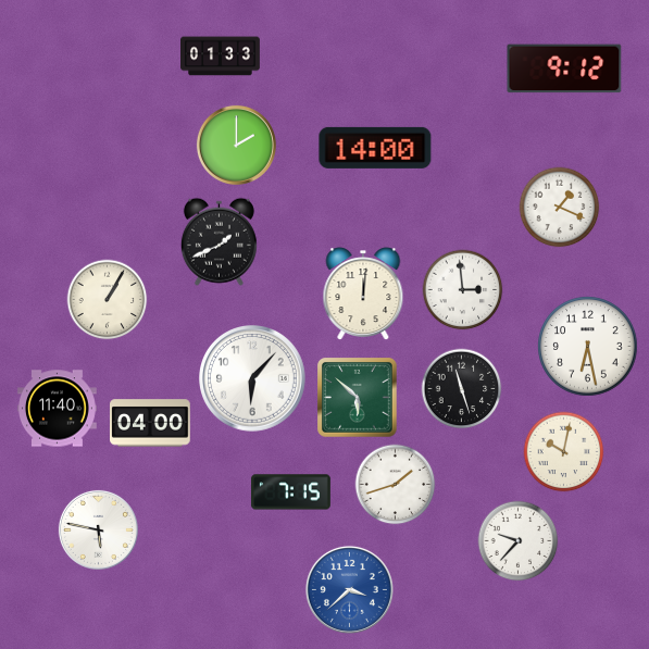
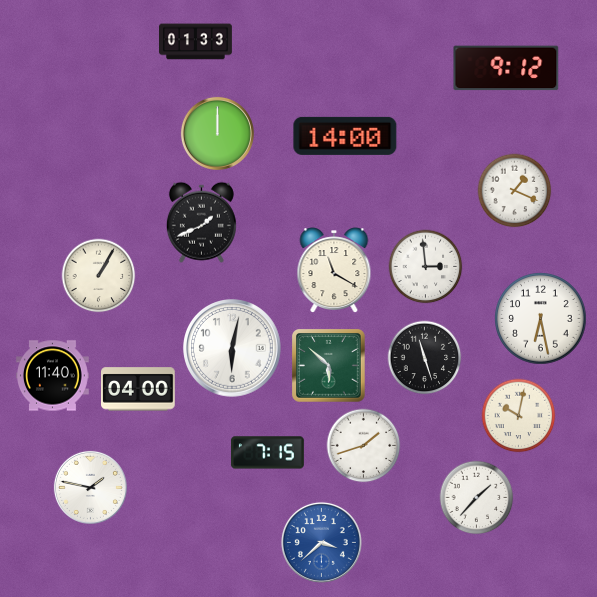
clock at (221, 57) position: (221, 57) -> (196, 42)
clock at (564, 68) position: (564, 68) -> (506, 68)
clock at (236, 145): 2:00 -> 12:00
clock at (363, 294): 12:01 -> 11:20
clock at (252, 378): 6:07 -> 6:02
clock at (98, 529): 5:47 -> 1:47
clock at (519, 541): 9:37 -> 1:37
